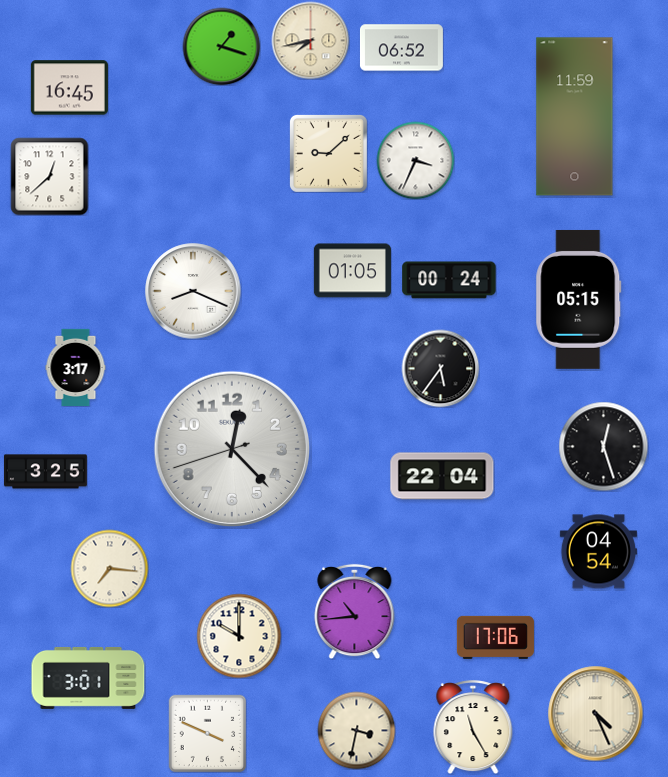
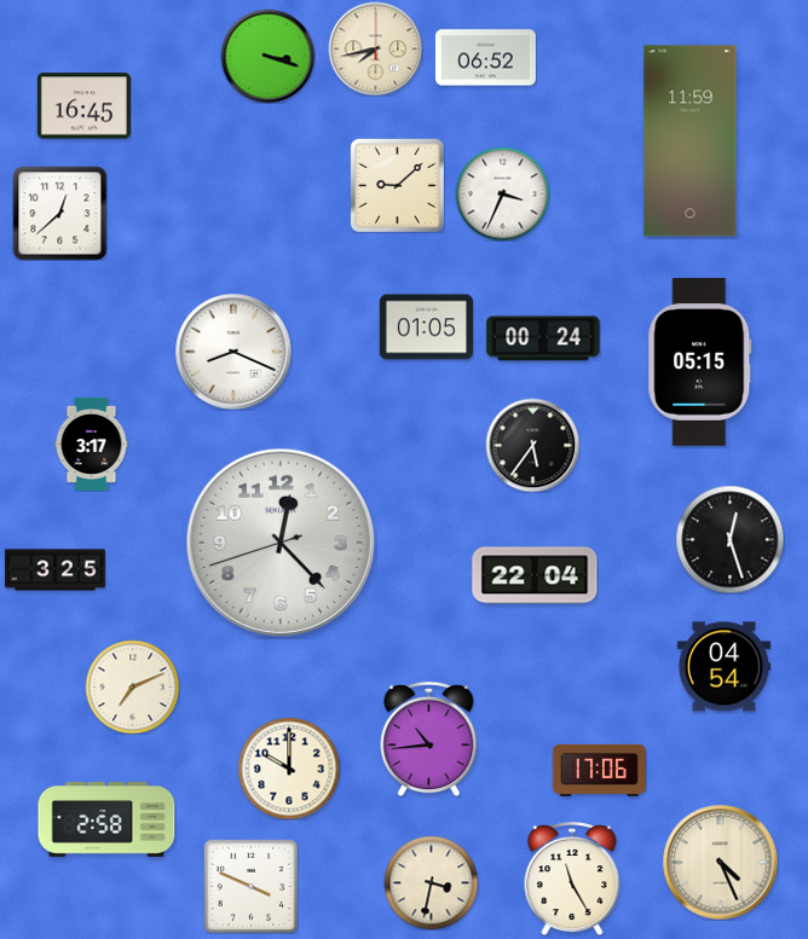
clock at (221, 46): 1:18 -> 3:18
clock at (575, 117) position: (575, 117) -> (691, 141)
clock at (109, 568): 7:16 -> 7:11
clock at (88, 678): 3:01 -> 2:58
